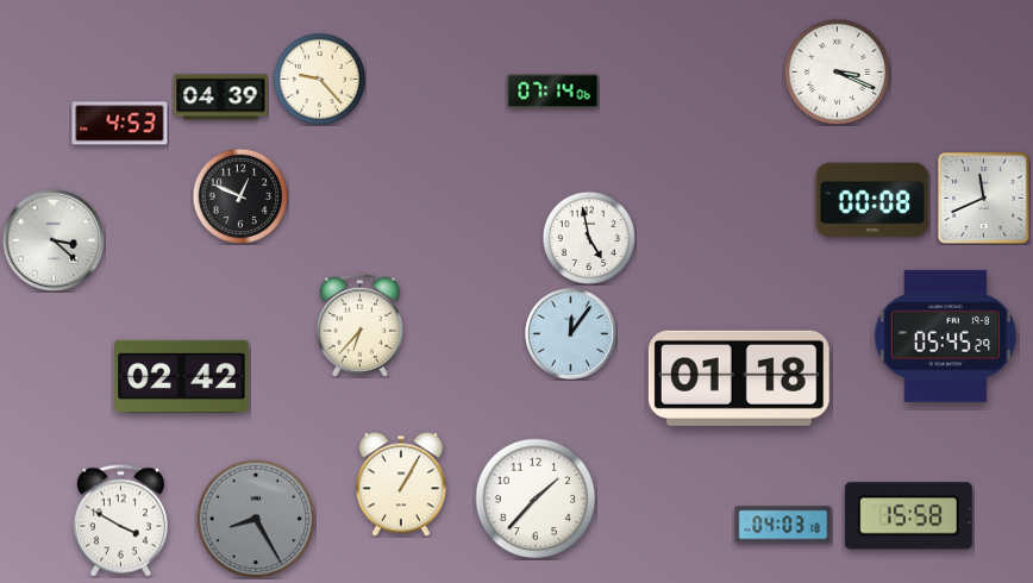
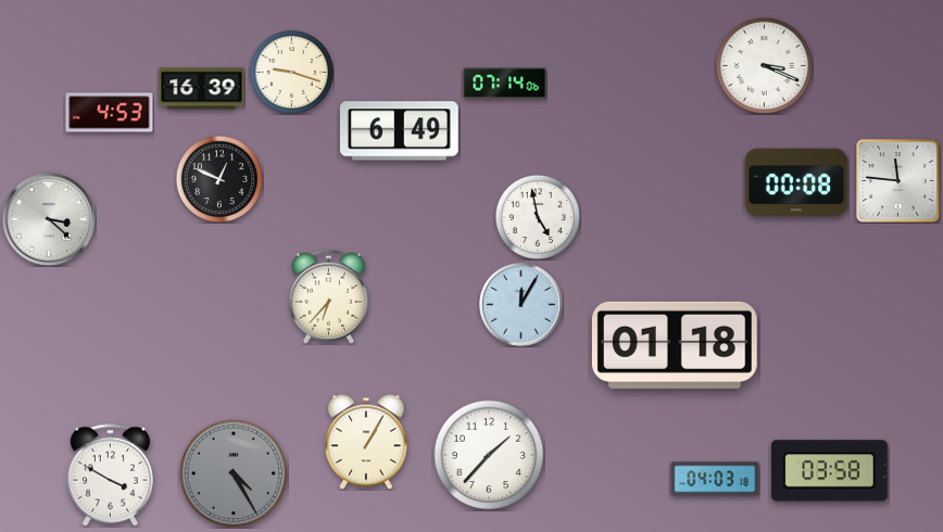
clock at (319, 79): 9:23 -> 9:18
clock at (221, 98): 04:39 -> 16:39
clock at (399, 131): none -> 6:49
clock at (984, 199): 11:41 -> 11:46
clock at (571, 334): 12:06 -> 12:05
clock at (945, 336): 05:45 -> none
clock at (182, 376): 02:42 -> none
clock at (908, 516): 15:58 -> 03:58
clock at (256, 519): 8:25 -> 4:25
